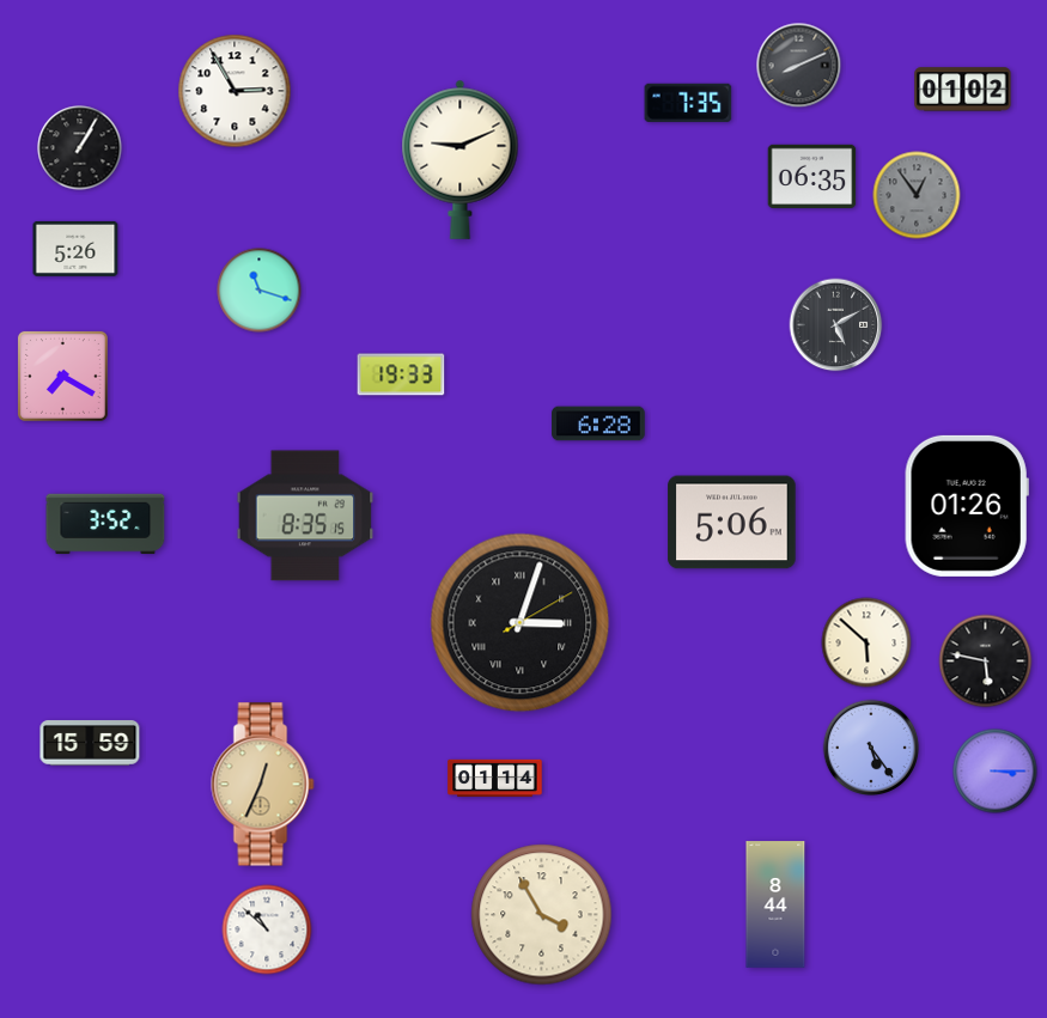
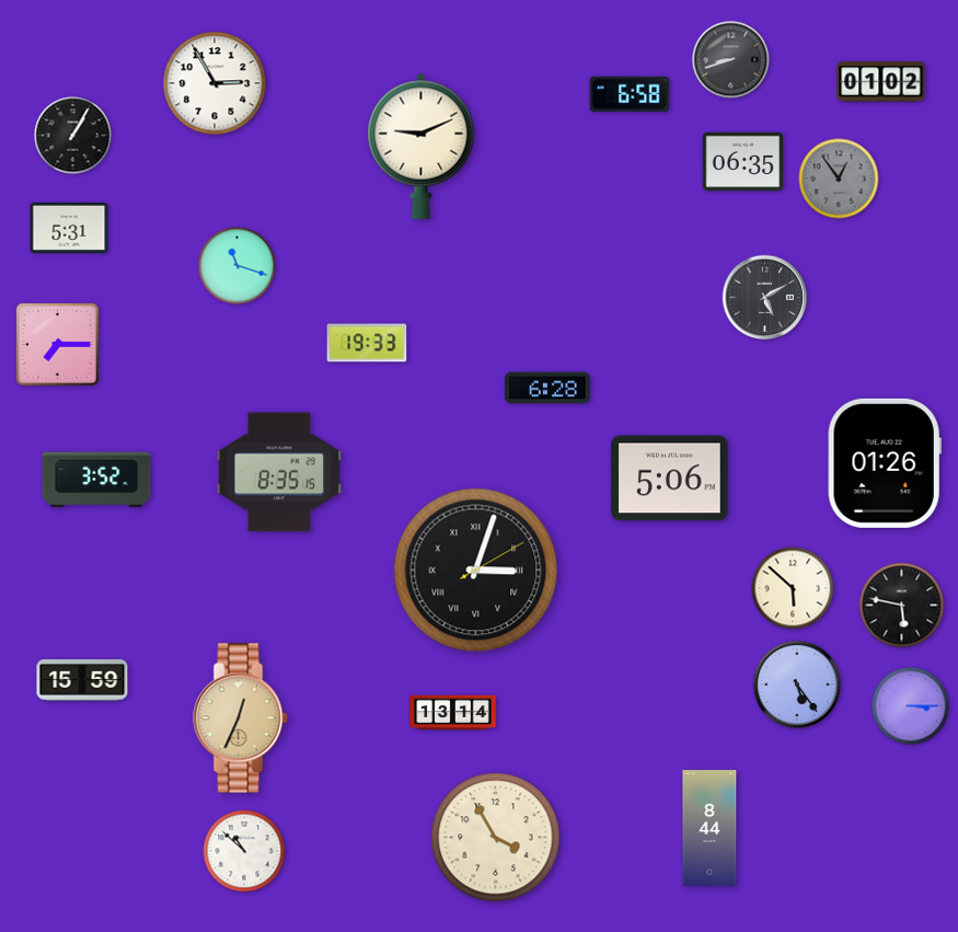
clock at (799, 66): 8:11 -> 8:42
clock at (688, 103): 7:35 -> 6:58
clock at (75, 249): 5:26 -> 5:31
clock at (62, 376): 7:20 -> 7:15
clock at (495, 779): 01:14 -> 13:14
